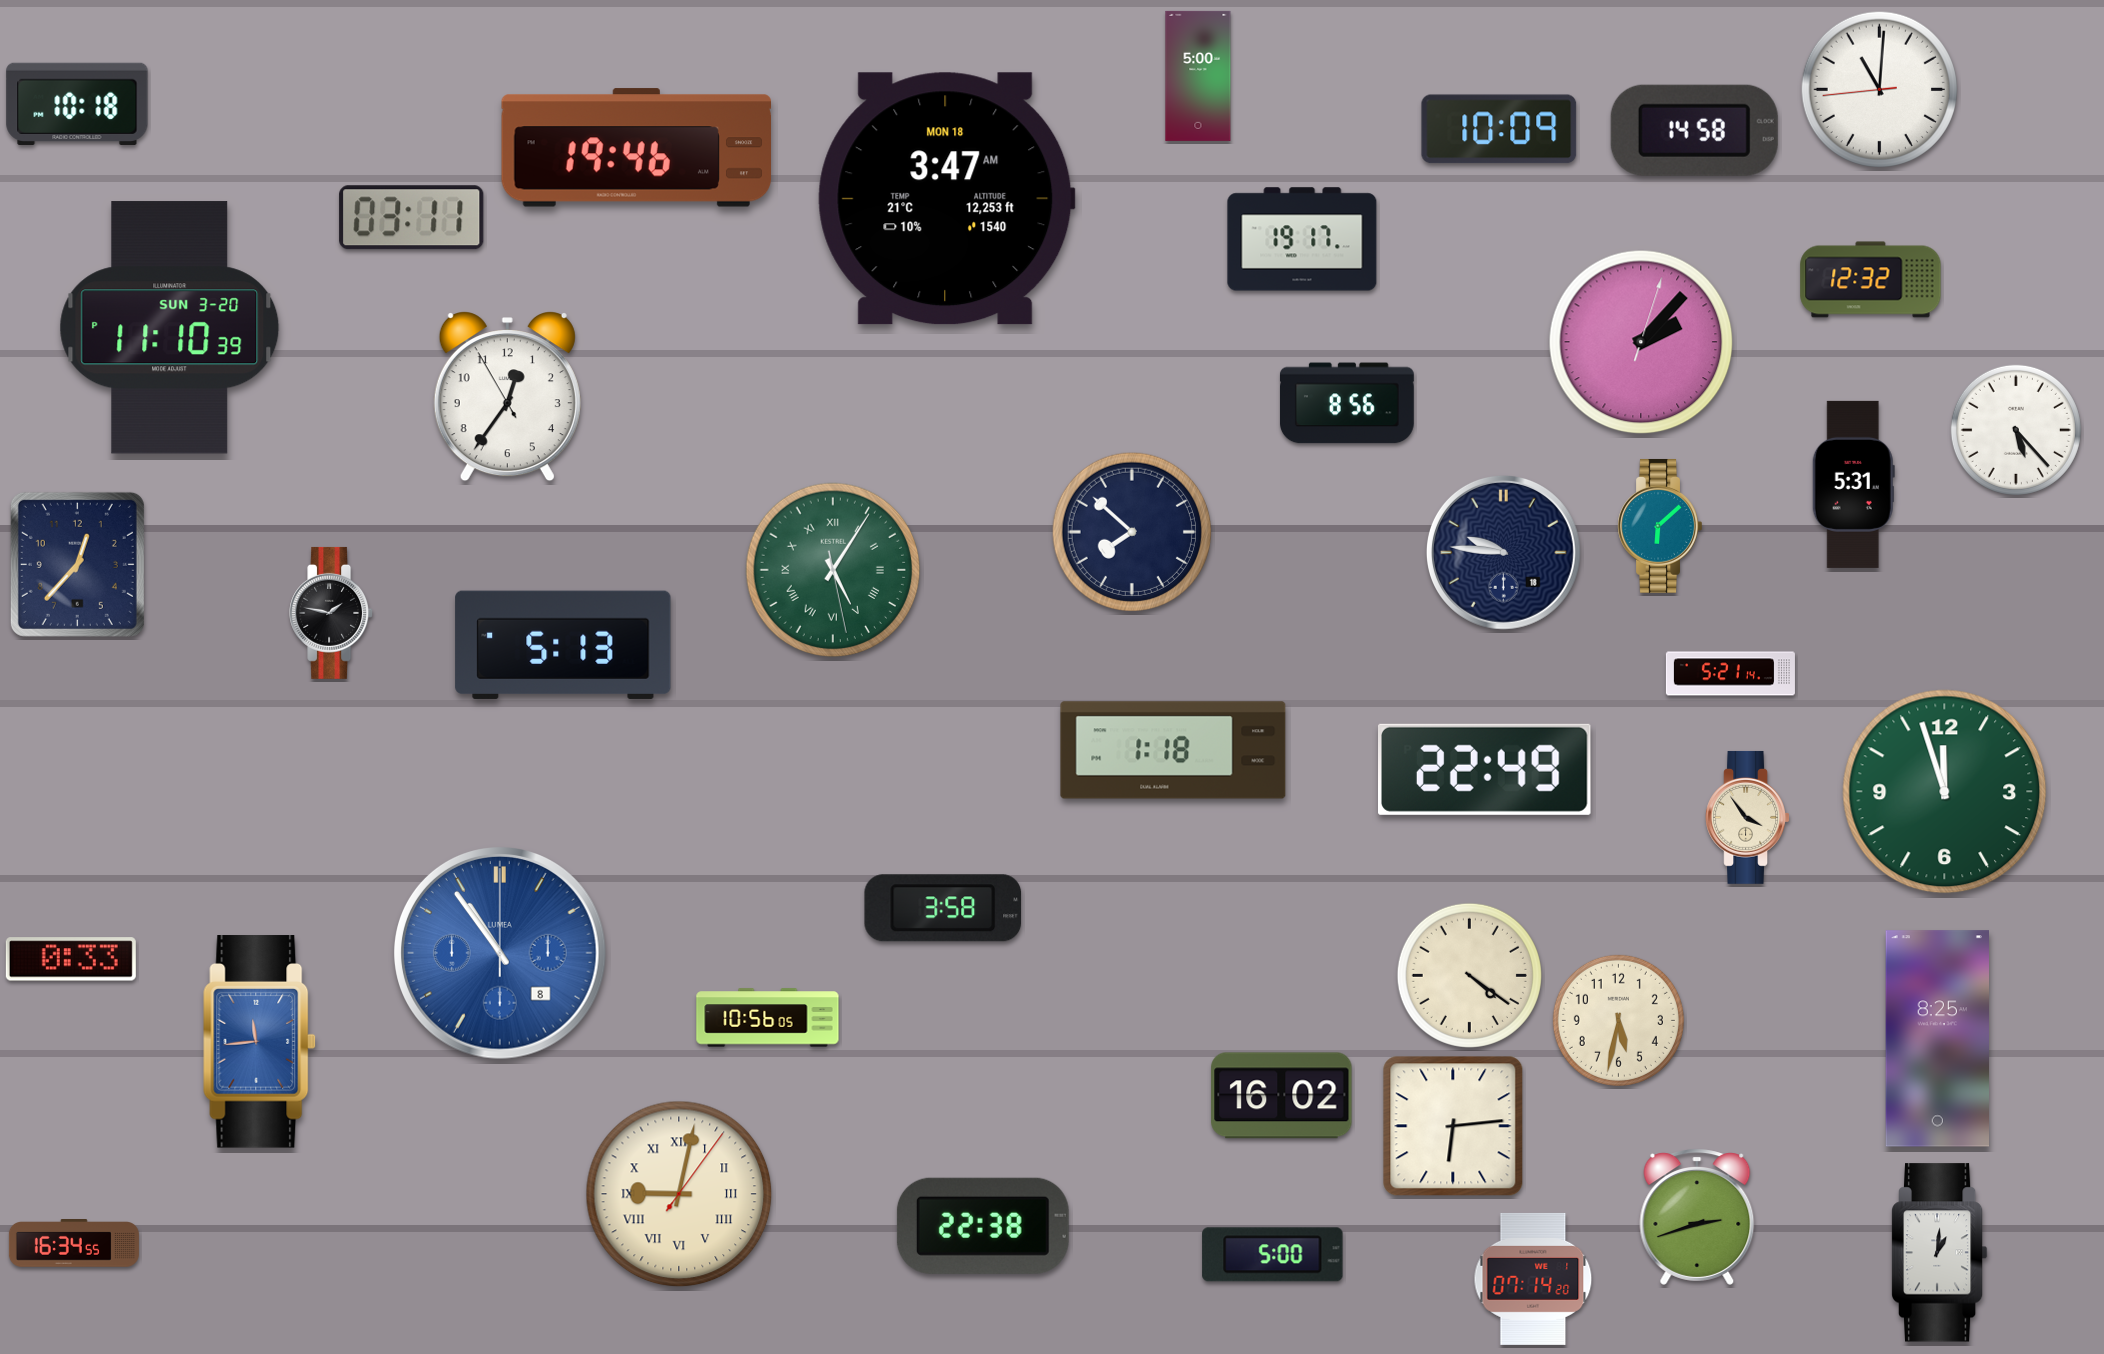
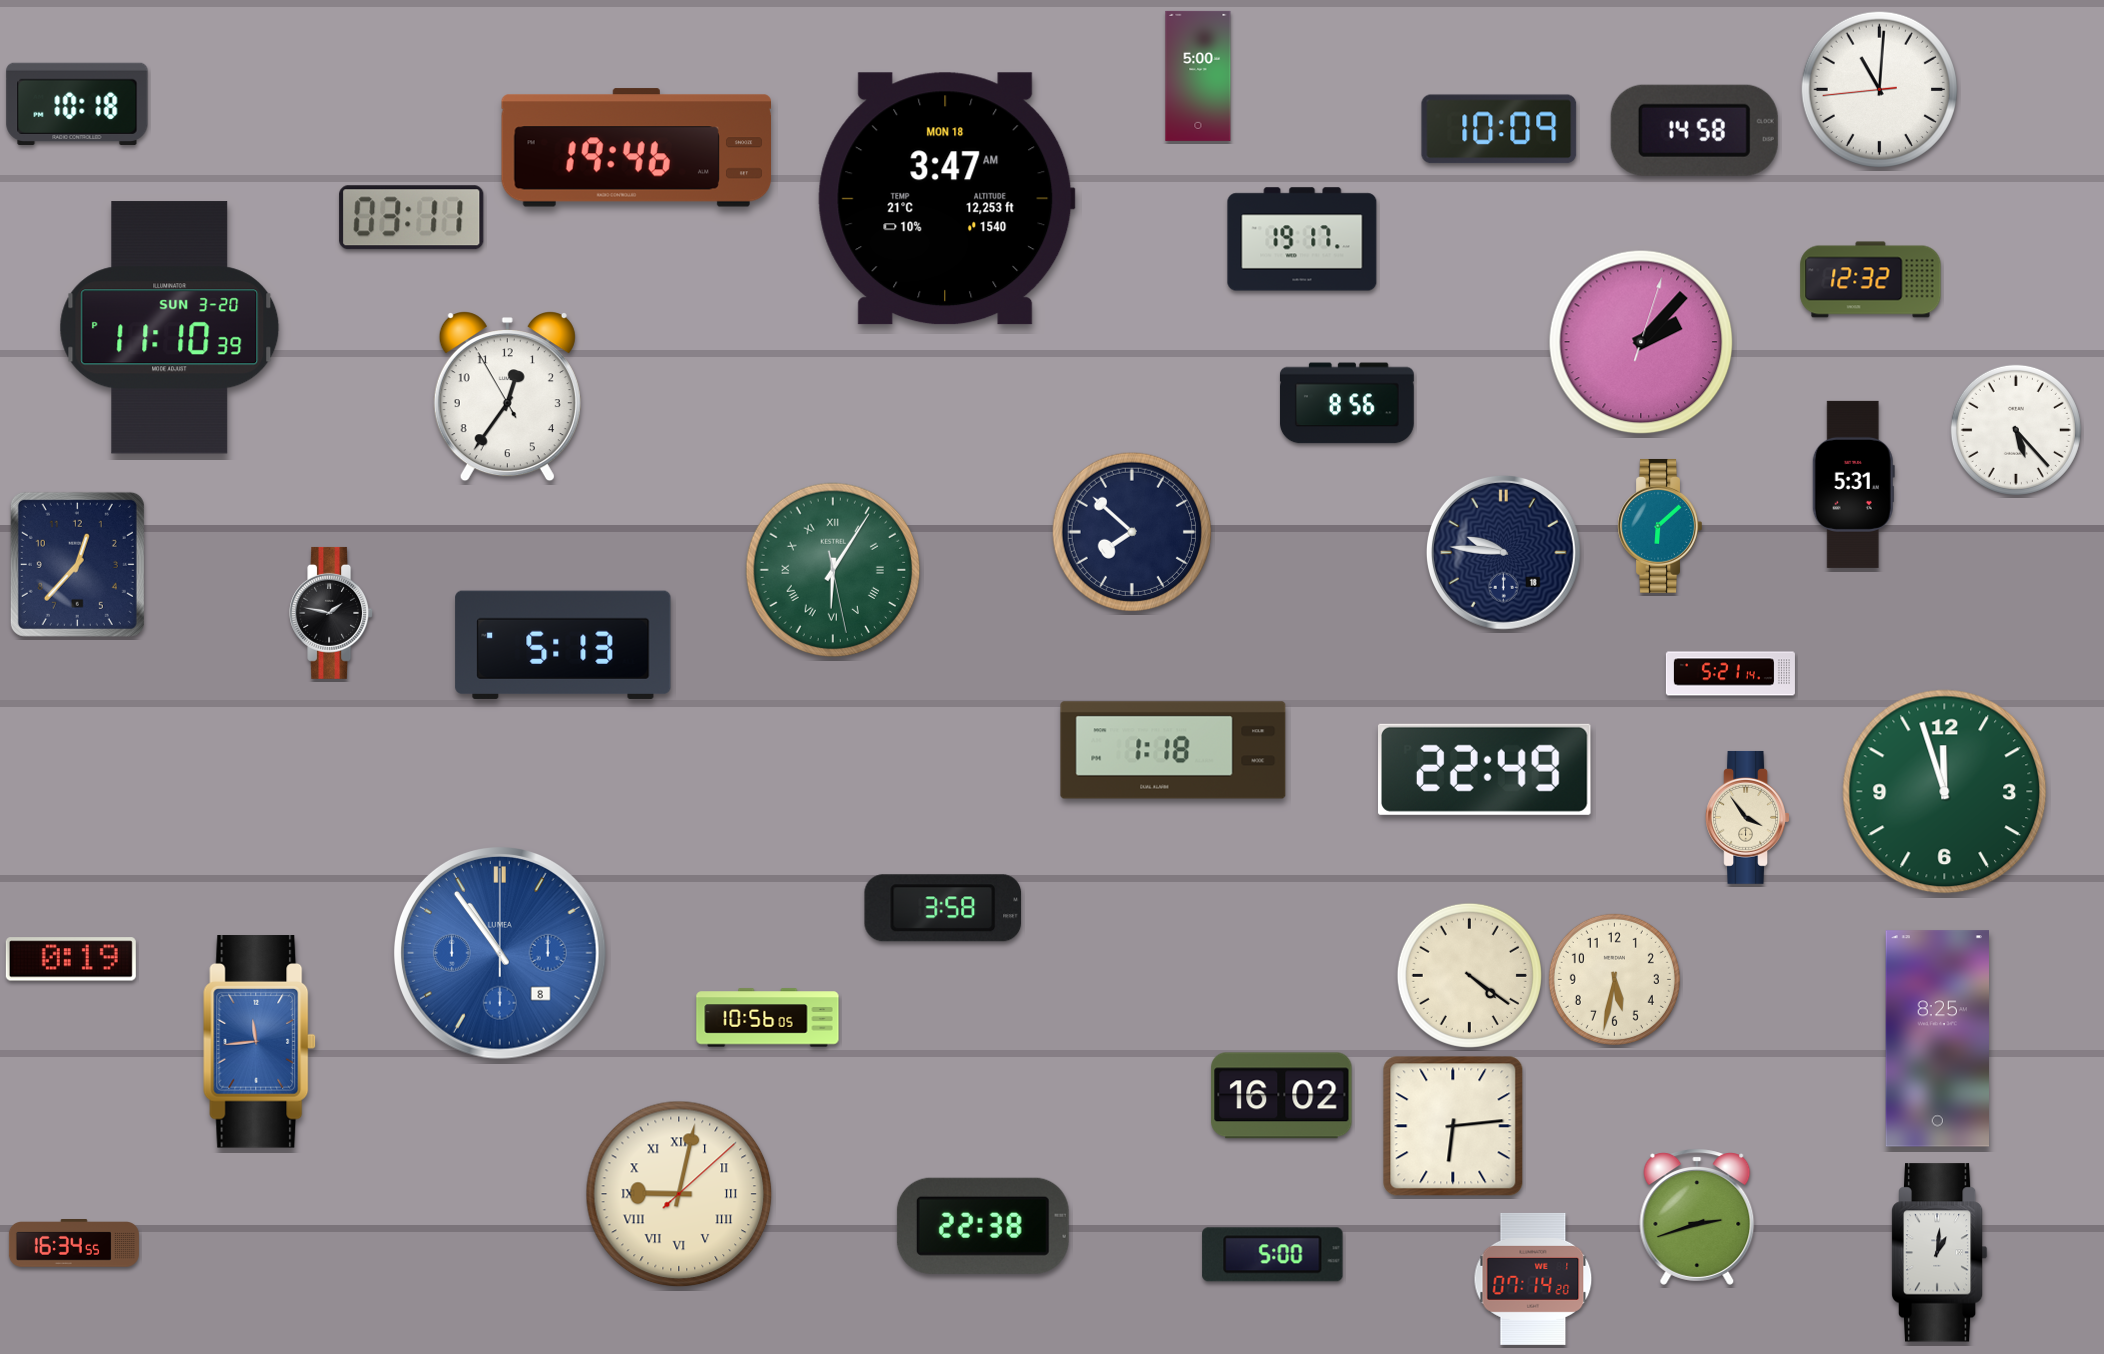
clock at (833, 570): 5:05 -> 6:05
clock at (71, 959): 0:33 -> 0:19
clock at (1618, 1020) position: (1618, 1020) -> (1614, 979)
clock at (679, 1194): 9:02:06 -> 9:02:08
